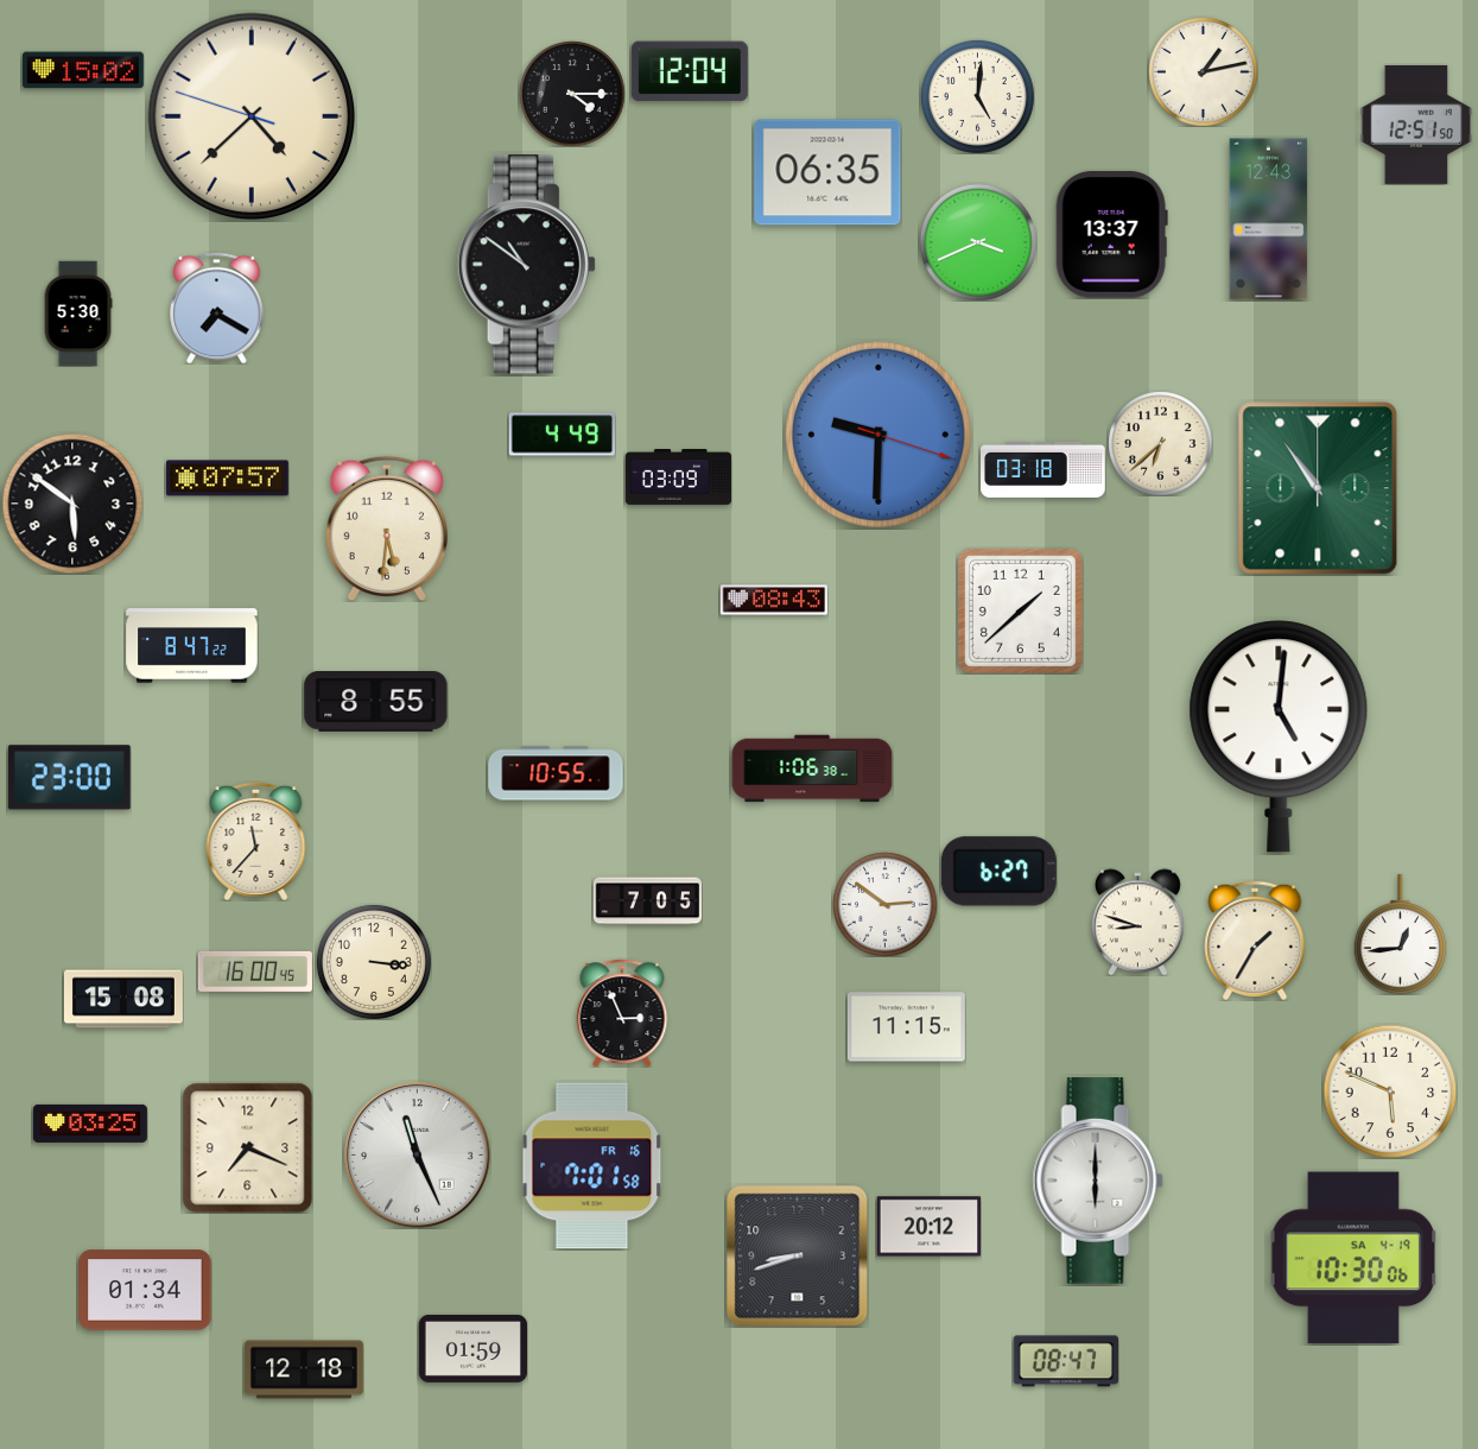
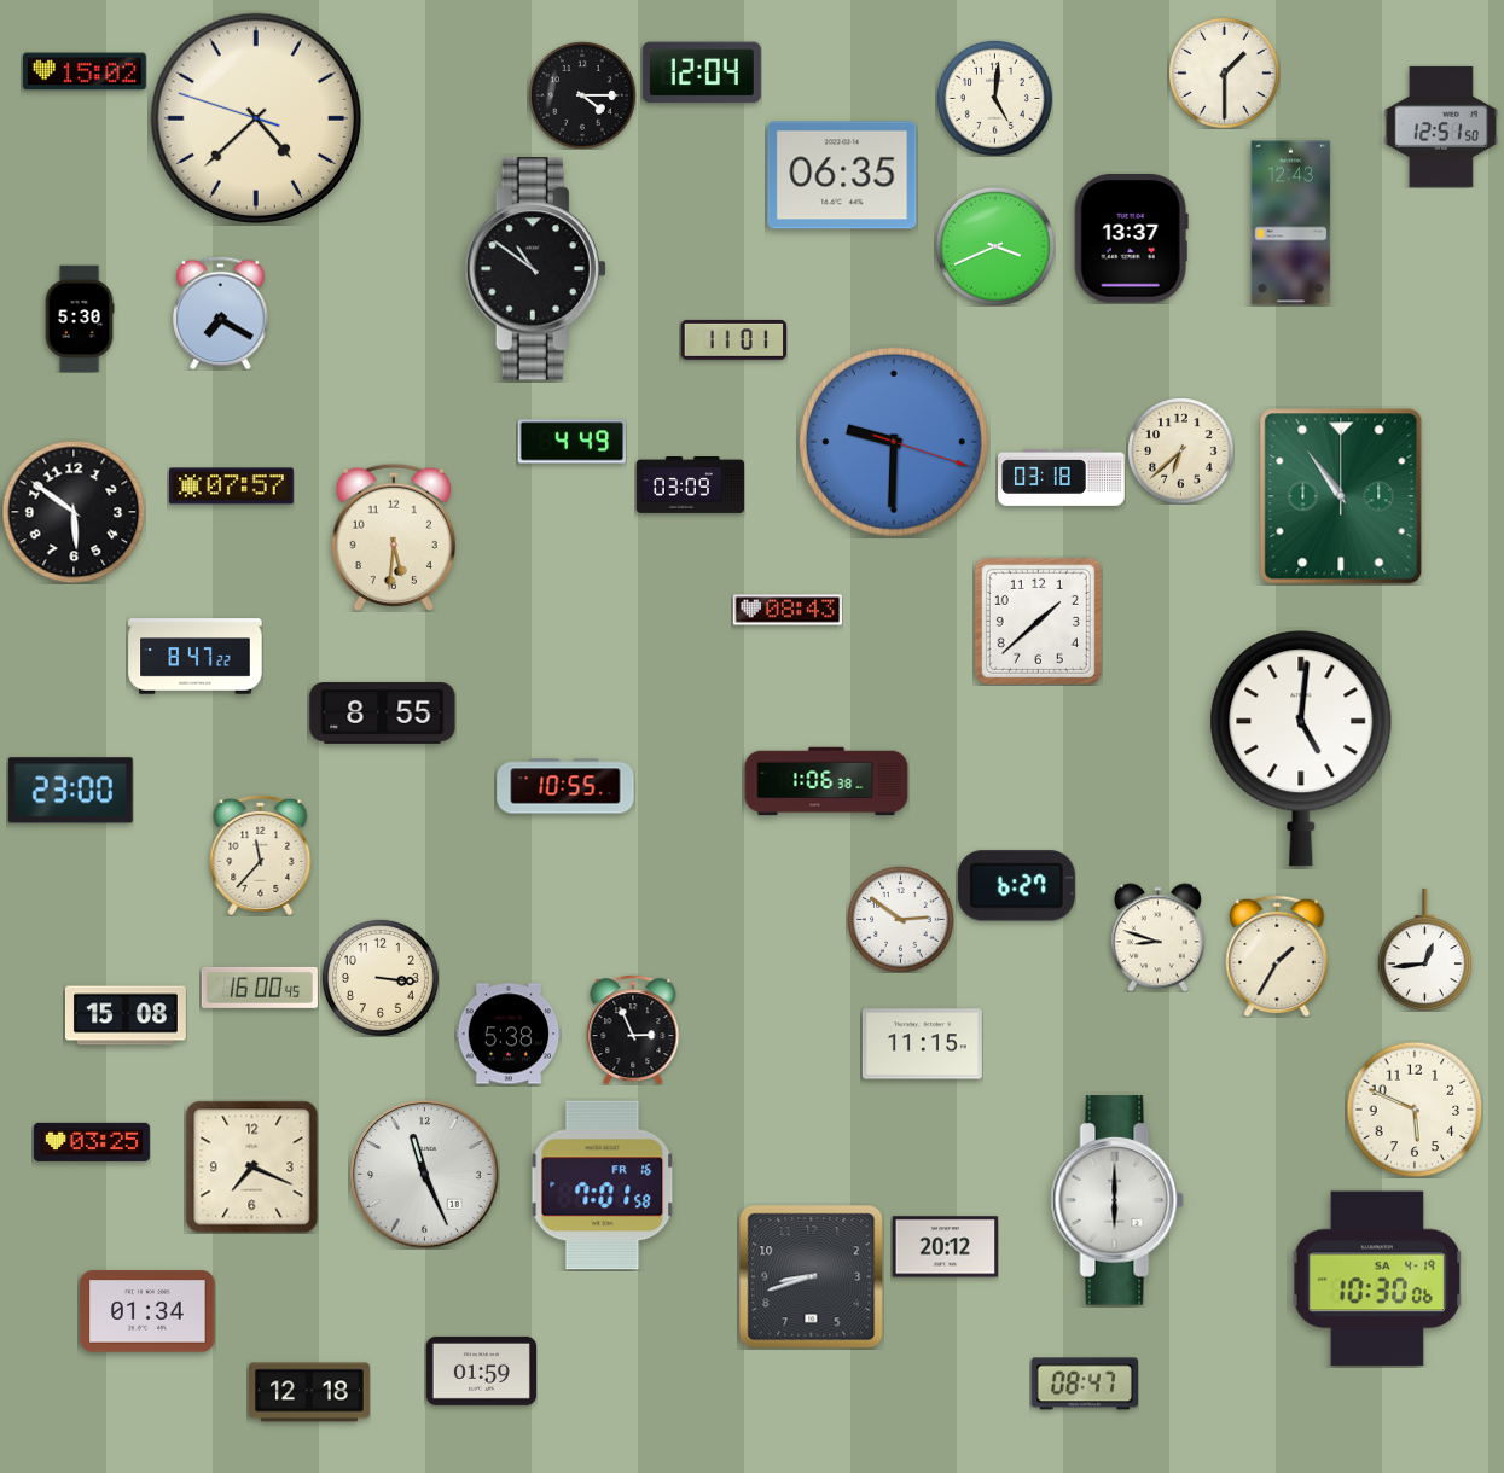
clock at (1203, 71): 1:13 -> 1:30
clock at (733, 339): none -> 11:01
clock at (647, 901): 7:05 -> none
clock at (509, 1034): none -> 5:38
